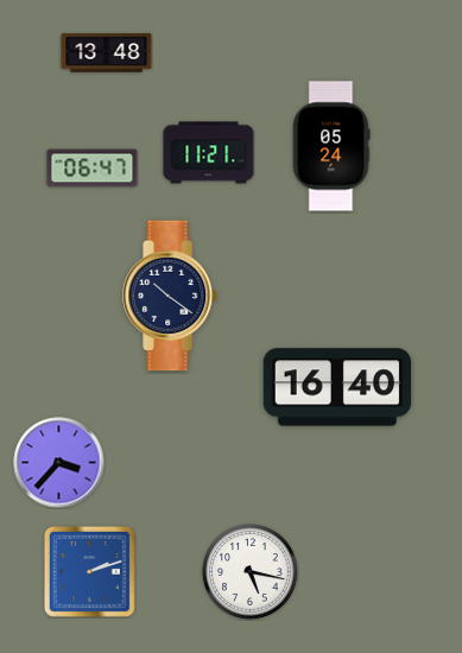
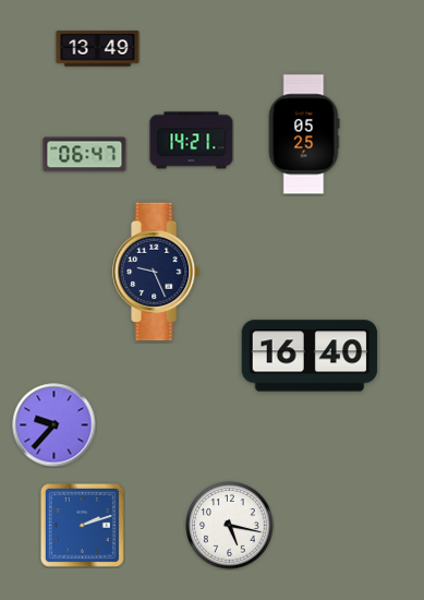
clock at (107, 53): 13:48 -> 13:49
clock at (331, 146): 05:24 -> 05:25
clock at (209, 153): 11:21 -> 14:21
clock at (171, 296): 10:21 -> 9:26
clock at (59, 463): 3:37 -> 9:37
